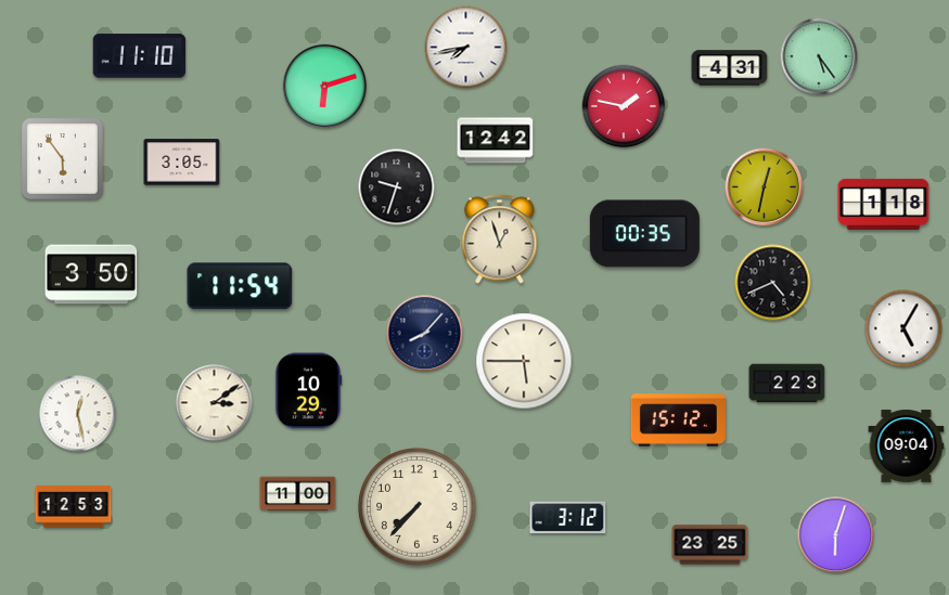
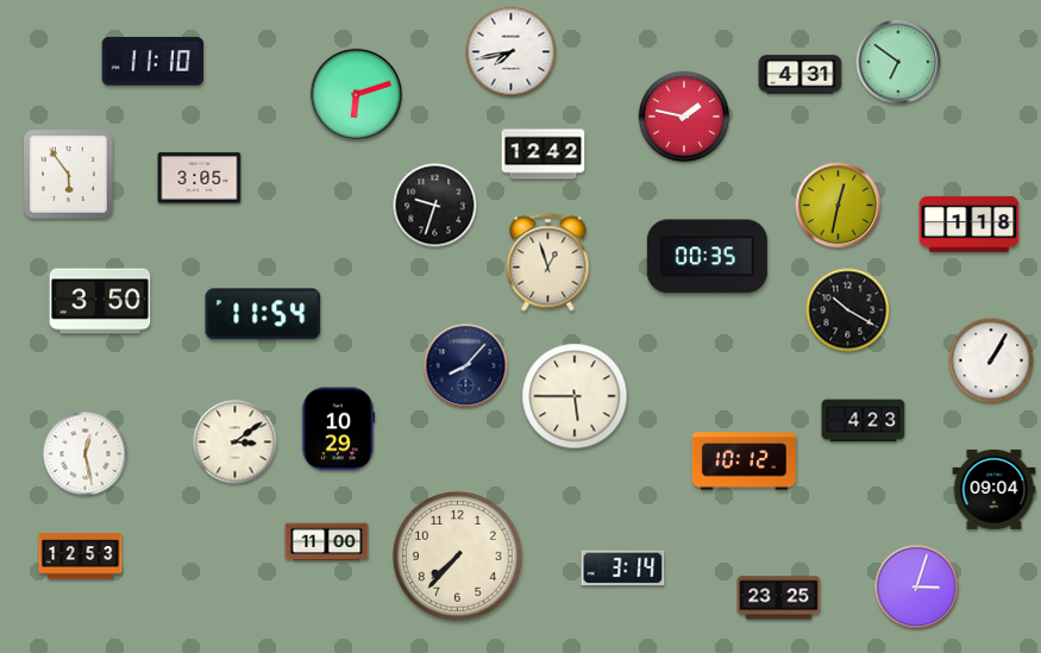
clock at (819, 56): 5:24 -> 6:51
clock at (773, 283): 4:41 -> 10:20
clock at (903, 328): 5:05 -> 1:05
clock at (787, 384): 2:23 -> 4:23
clock at (678, 421): 15:12 -> 10:12
clock at (568, 518): 3:12 -> 3:14
clock at (836, 535): 6:03 -> 3:03
